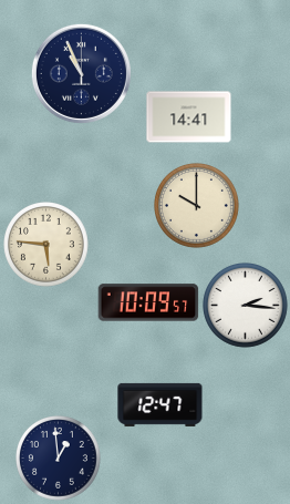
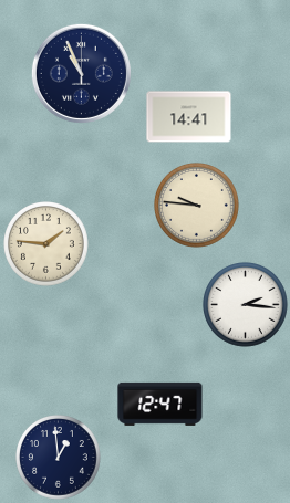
clock at (197, 206): 10:00 -> 9:46
clock at (46, 245): 5:46 -> 1:46
clock at (148, 302): 10:09 -> none
